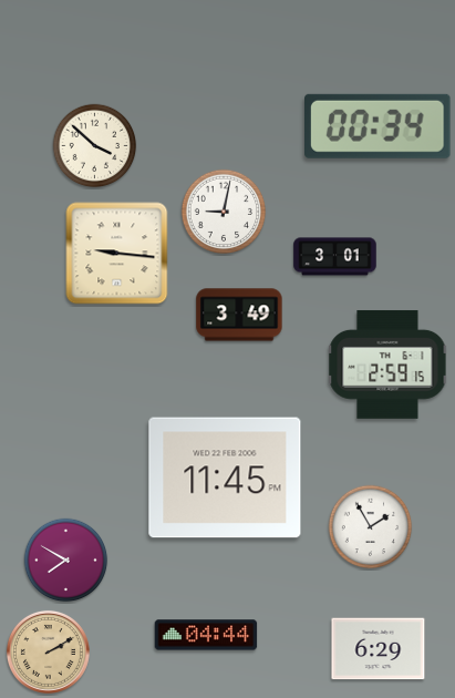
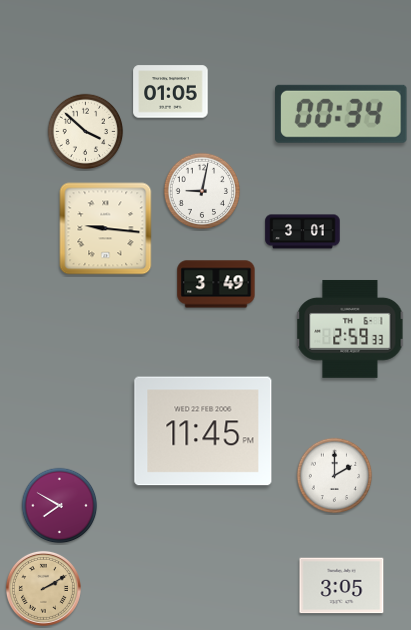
clock at (171, 92): none -> 01:05
clock at (387, 365): 2:59:15 -> 2:59:33
clock at (371, 527): 1:55 -> 2:00
clock at (206, 635): 04:44 -> none
clock at (379, 649): 6:29 -> 3:05
